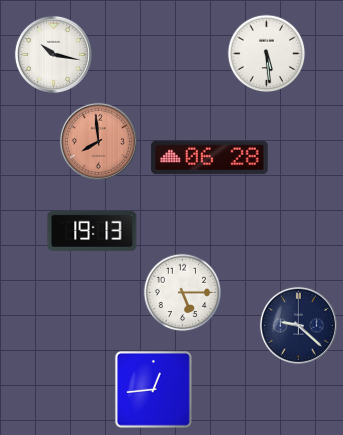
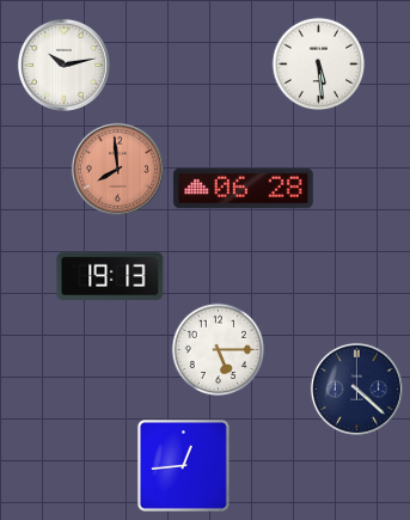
clock at (53, 54): 10:17 -> 10:13
clock at (210, 158) position: (210, 158) -> (244, 189)
clock at (298, 325): 9:22 -> 4:22
